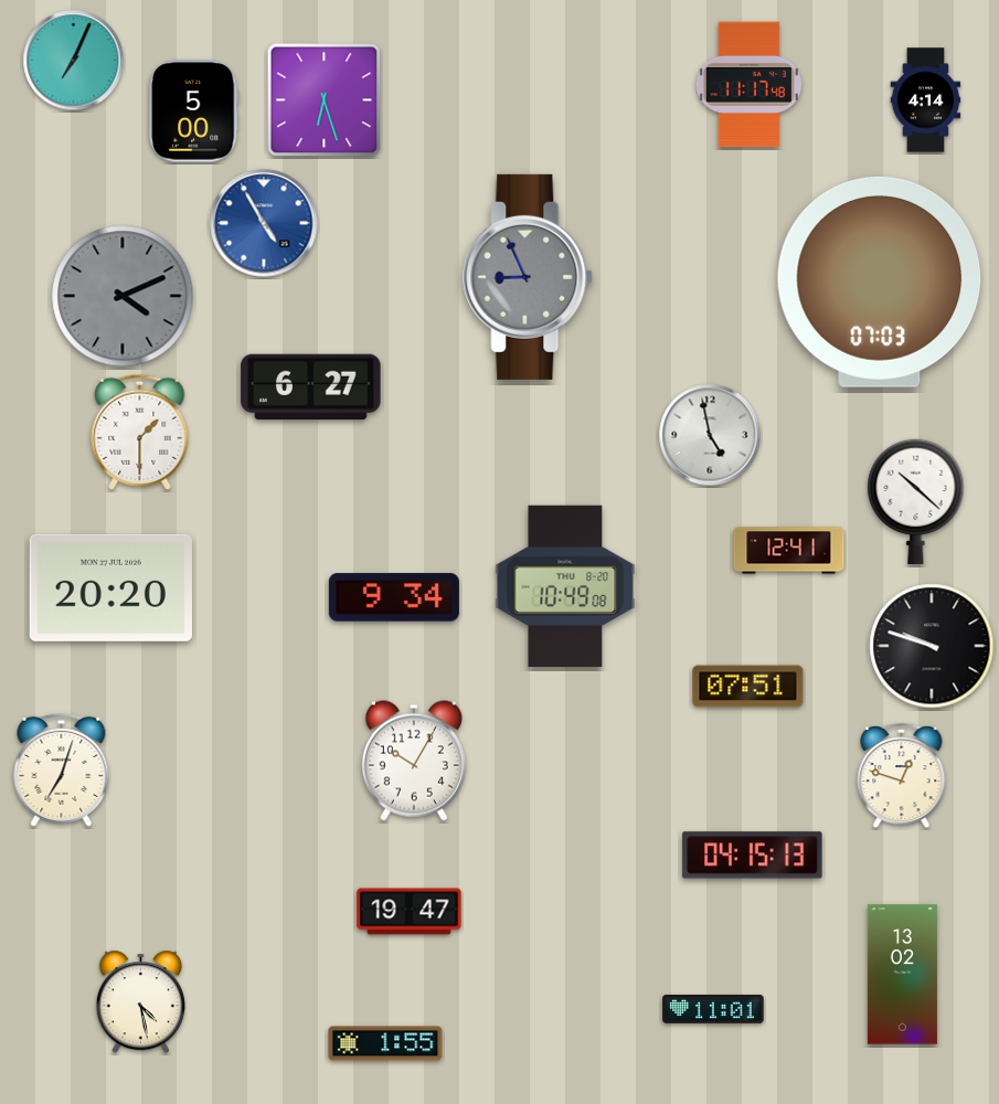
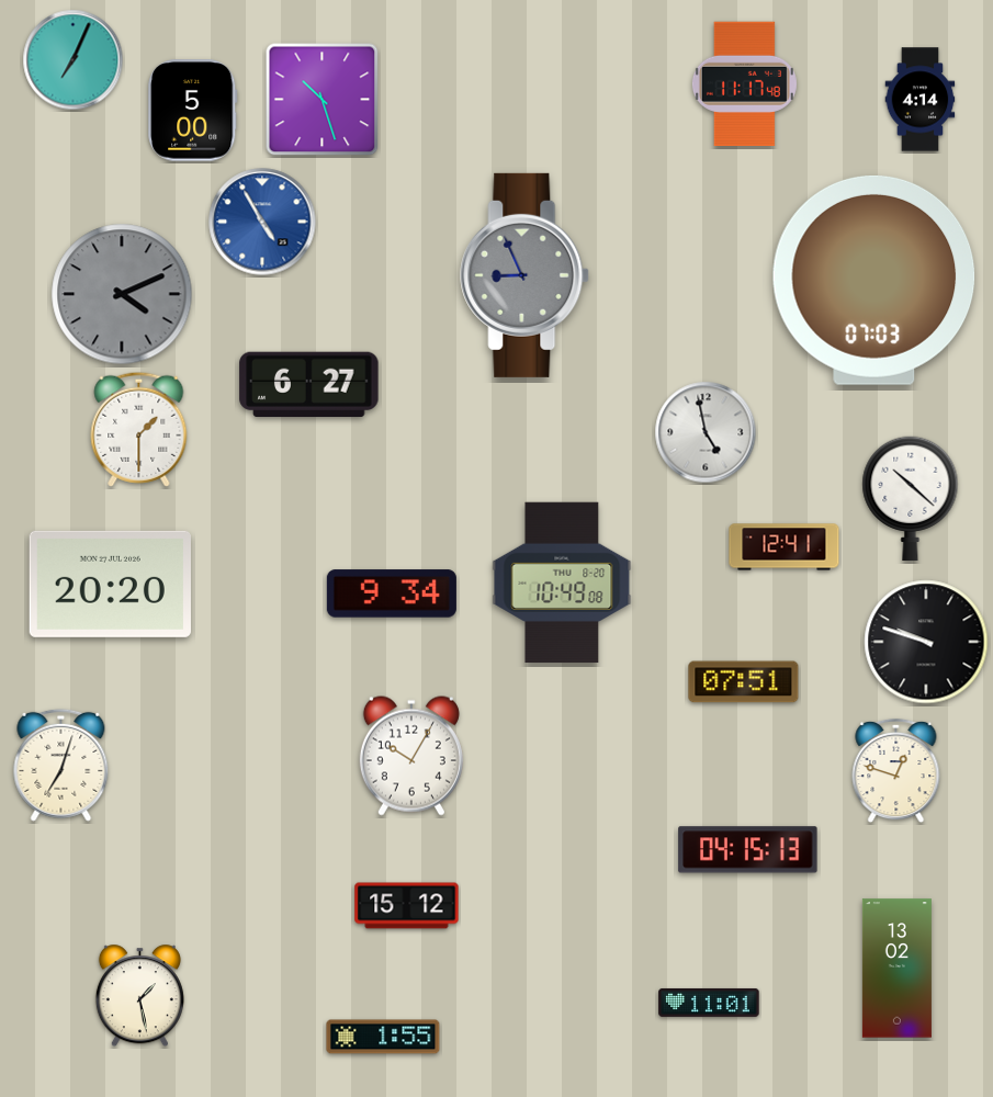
clock at (325, 100): 6:27 -> 10:27
clock at (410, 912): 19:47 -> 15:12
clock at (140, 1002): 4:28 -> 1:28
